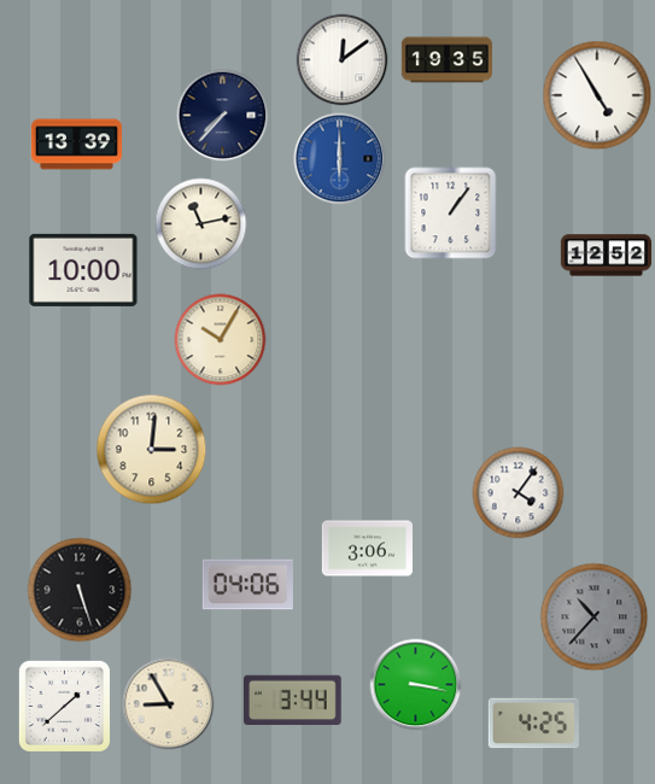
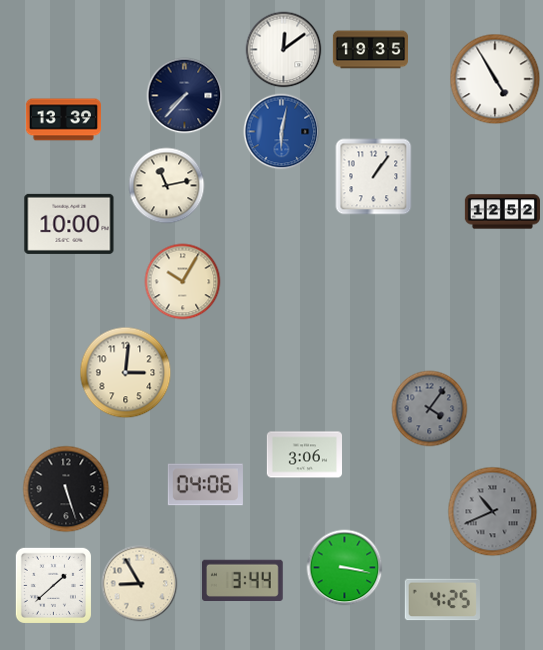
clock at (340, 159): 6:00 -> 6:02
clock at (519, 493) dial: white -> grey
clock at (595, 618): 10:37 -> 10:41
